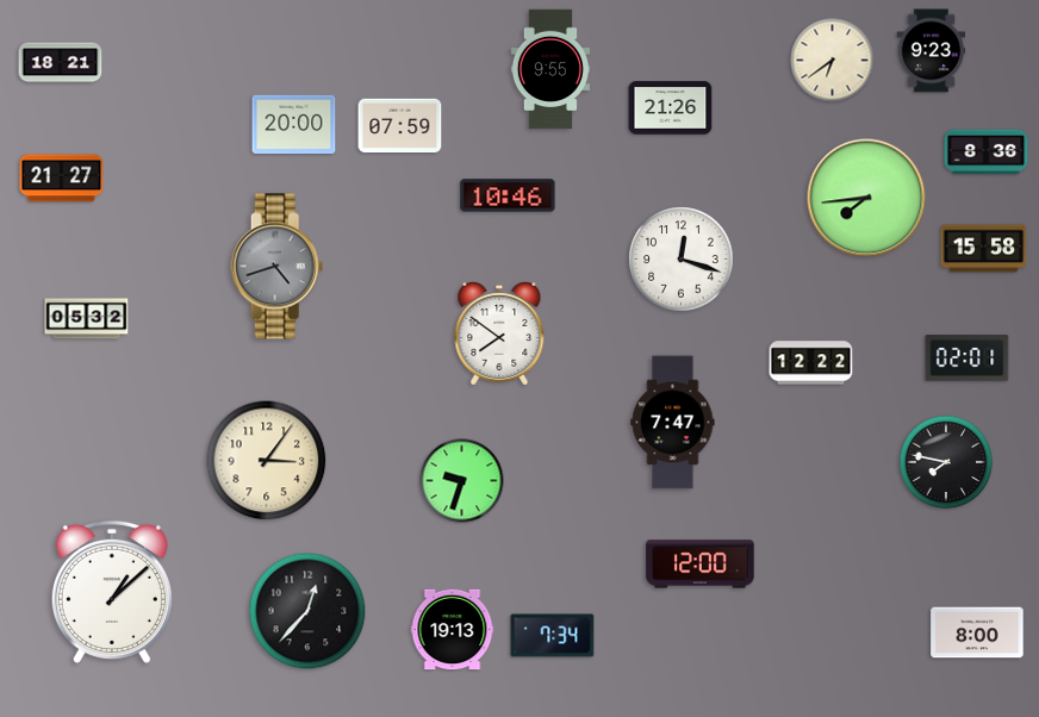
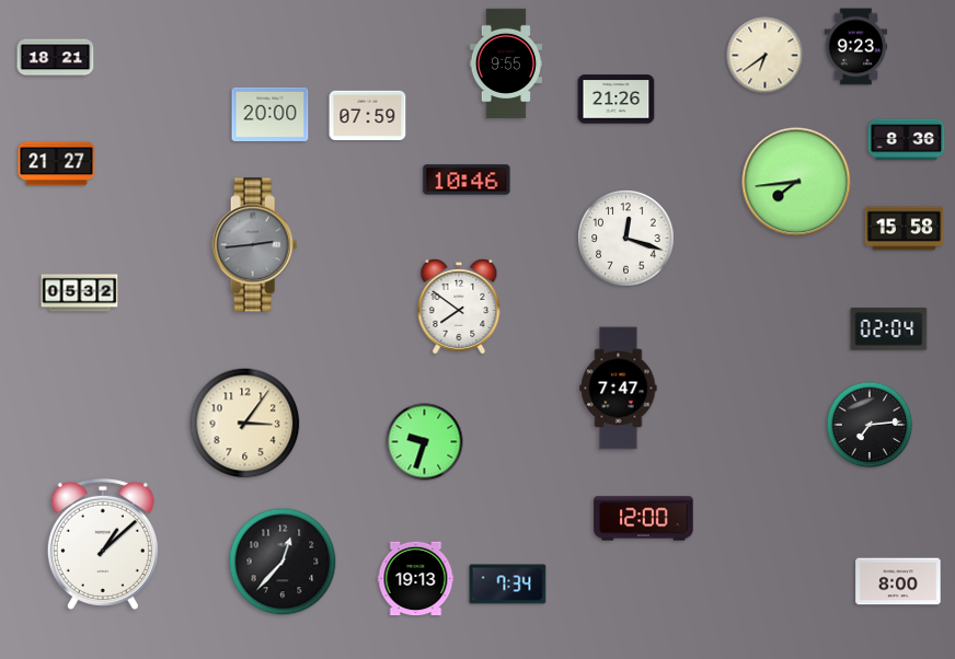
clock at (278, 267): 4:42 -> 2:44
clock at (968, 358): 02:01 -> 02:04
clock at (811, 363): 12:22 -> none
clock at (946, 462): 7:47 -> 7:14
